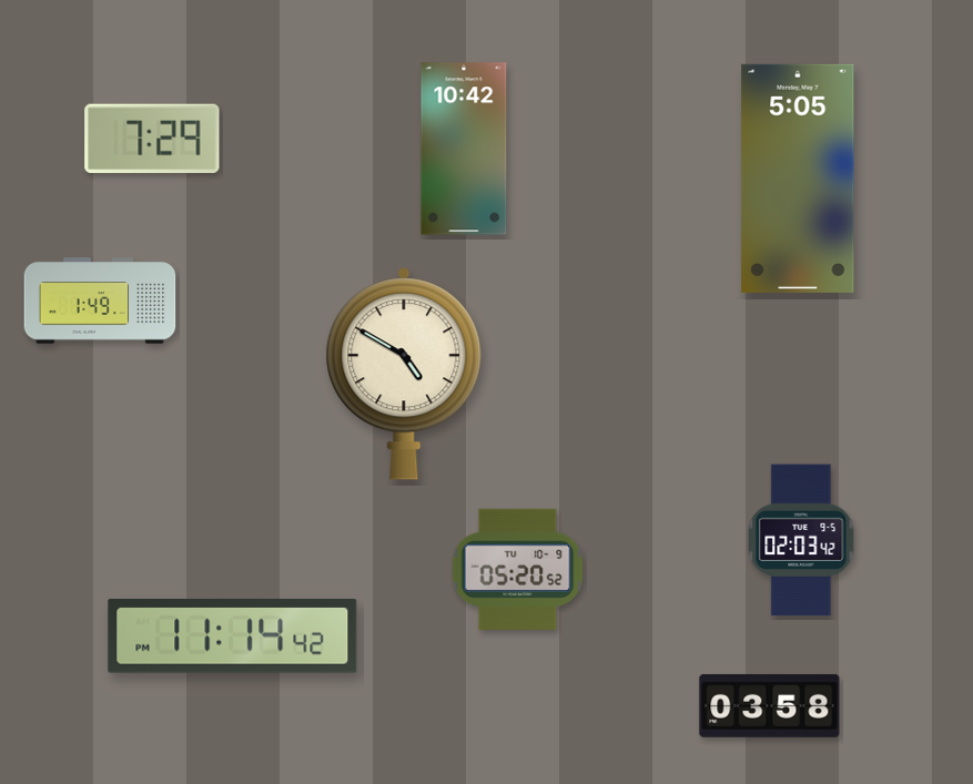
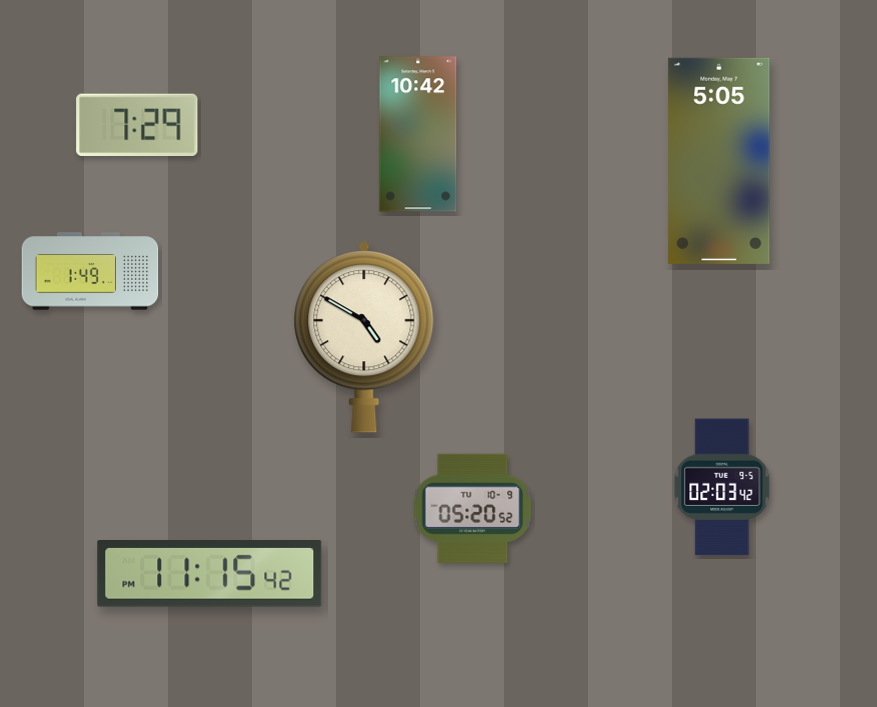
clock at (518, 569) position: (518, 569) -> (473, 508)
clock at (233, 637): 11:14 -> 11:15
clock at (770, 705): 03:58 -> none
